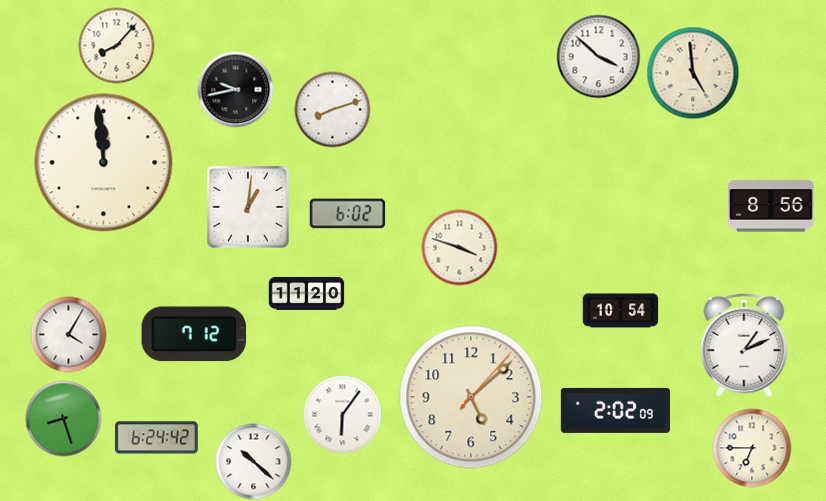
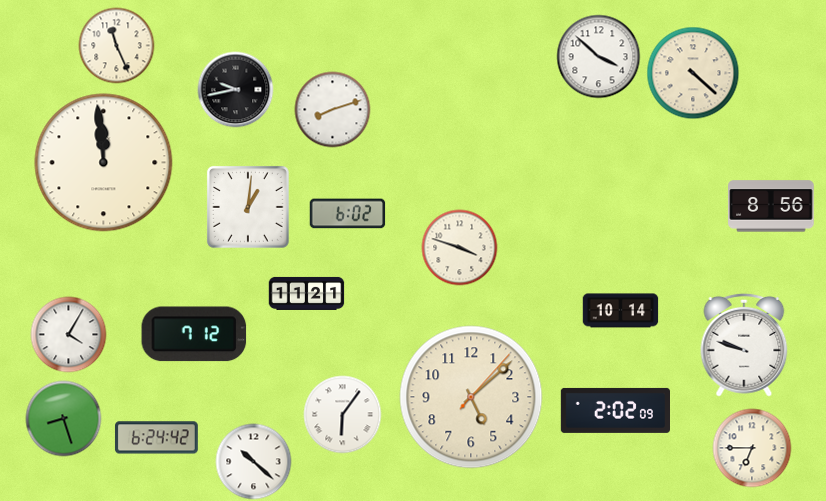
clock at (117, 46): 8:07 -> 11:26
clock at (693, 73): 4:59 -> 4:22
clock at (307, 293): 11:20 -> 11:21
clock at (621, 311): 10:54 -> 10:14
clock at (744, 345): 1:11 -> 9:48
